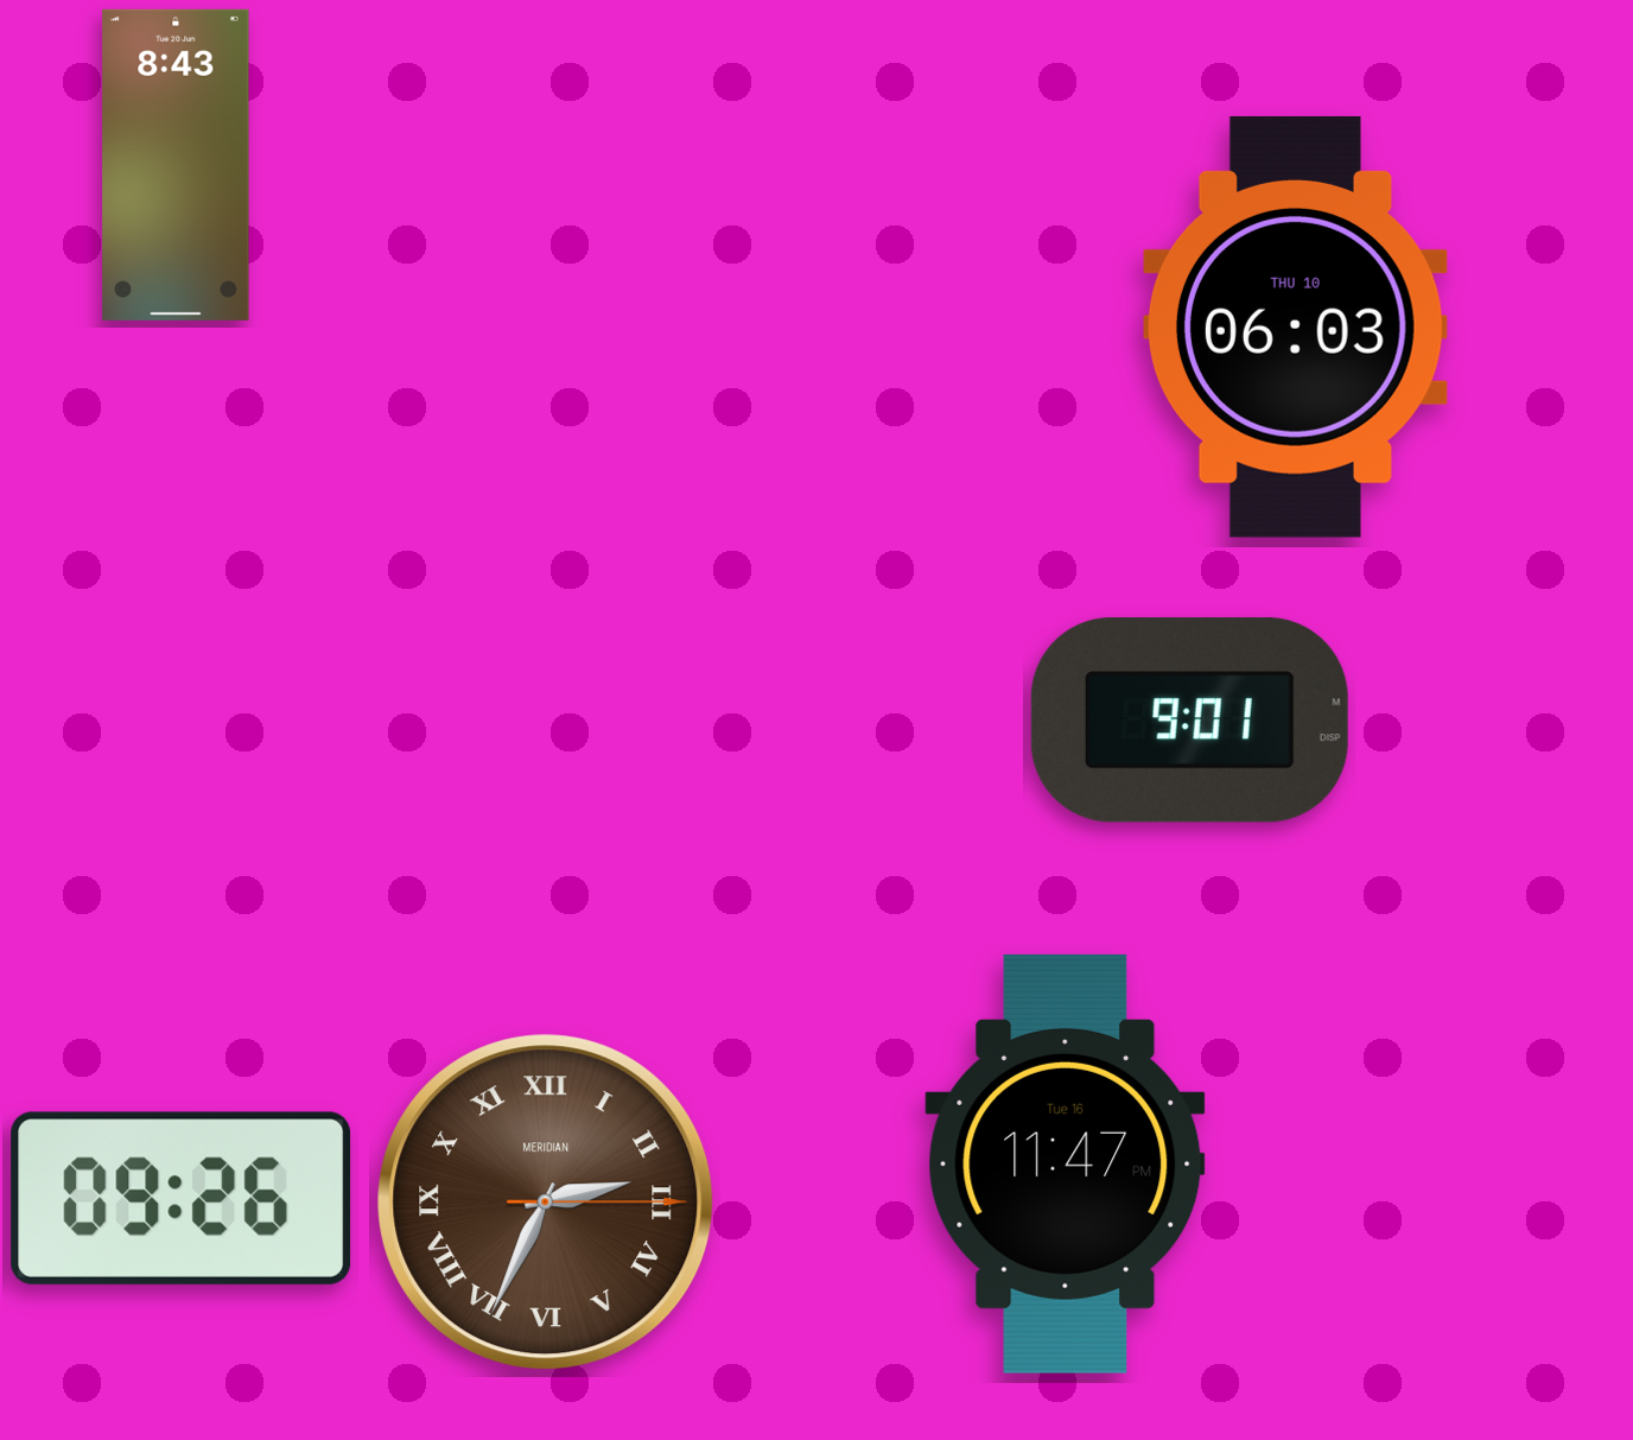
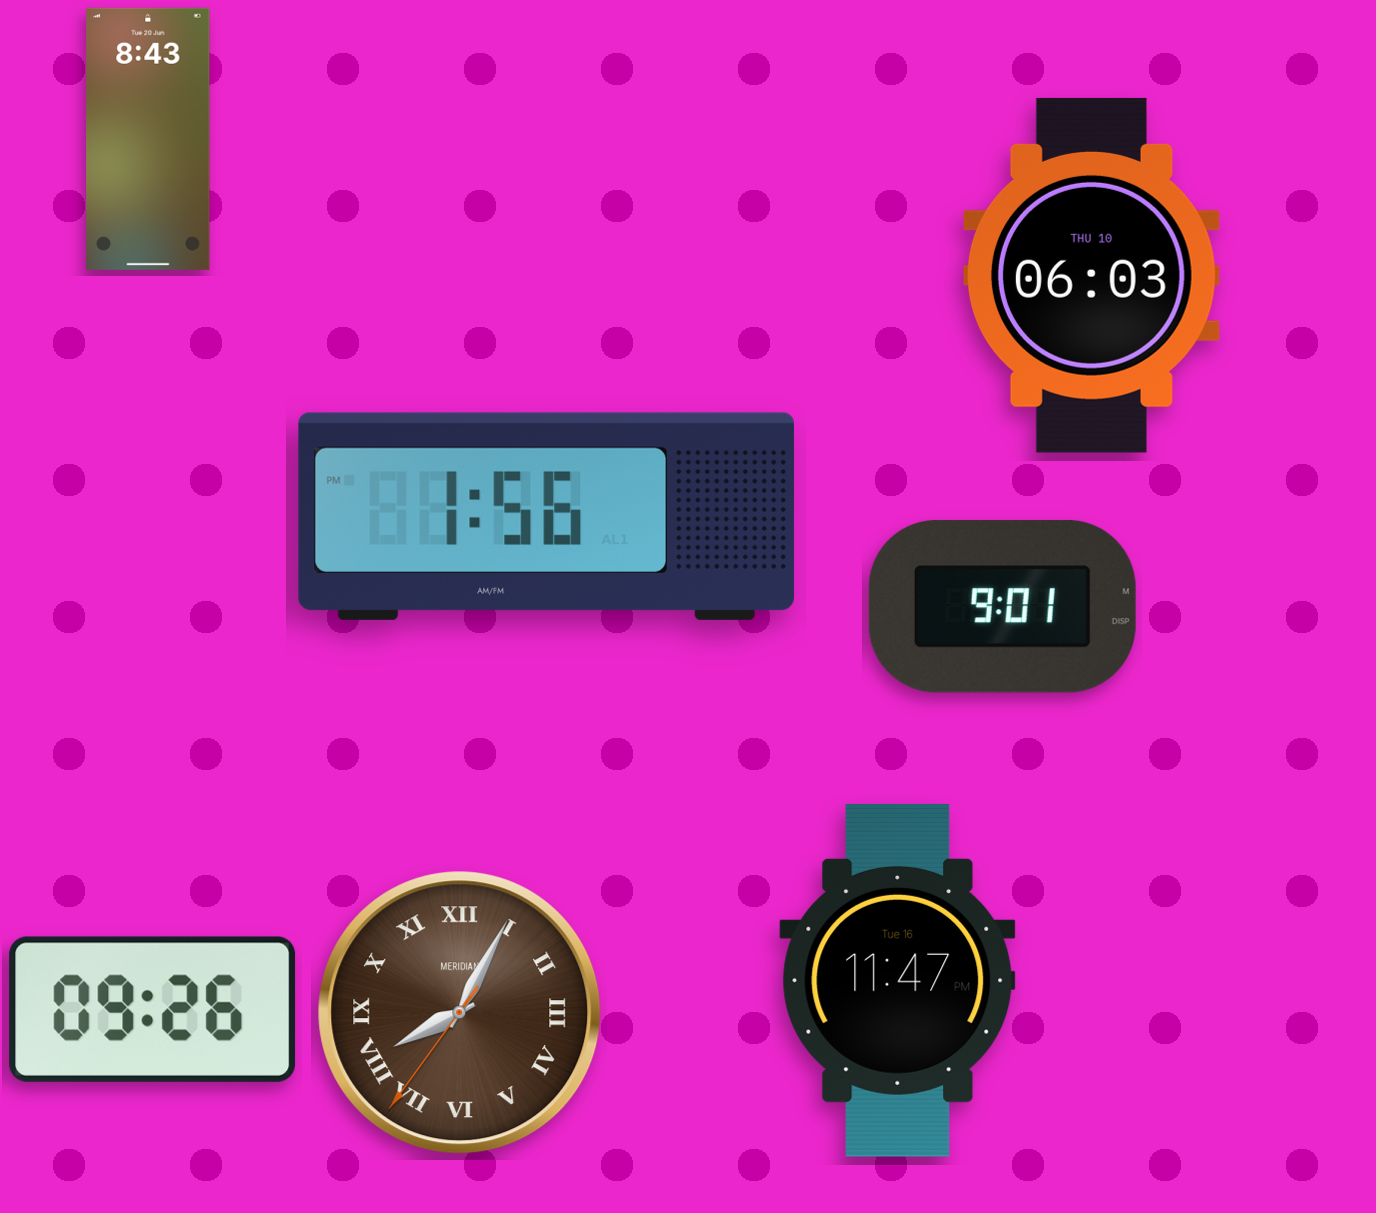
clock at (546, 516): none -> 1:56
clock at (546, 1203): 2:34 -> 8:04
